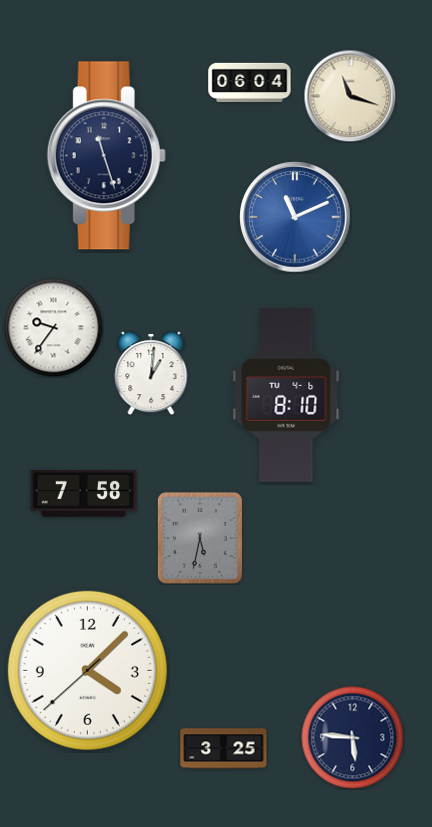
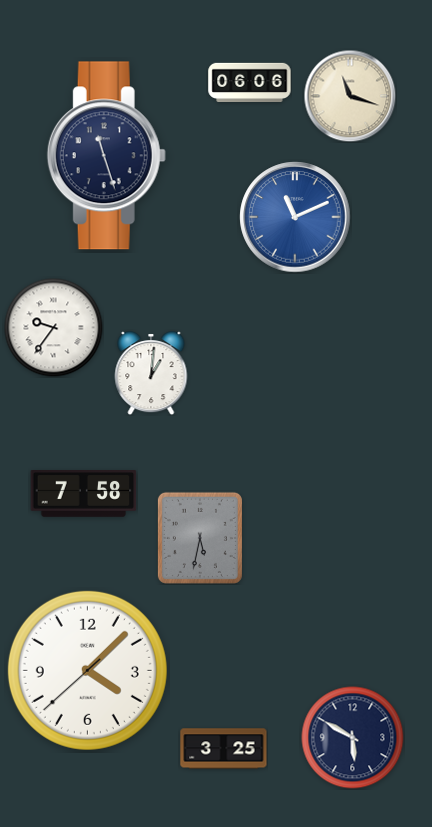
clock at (250, 82): 06:04 -> 06:06
clock at (286, 395): 8:10 -> none
clock at (353, 738): 5:46 -> 5:50
